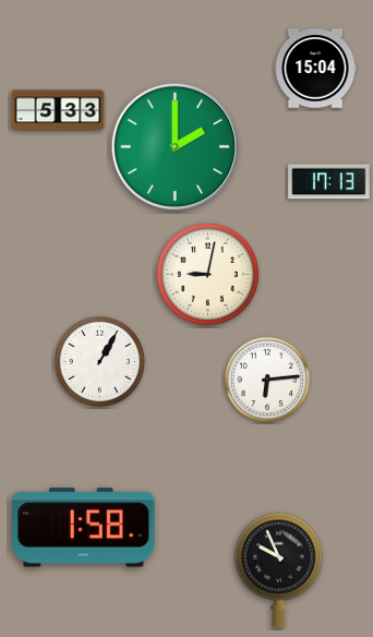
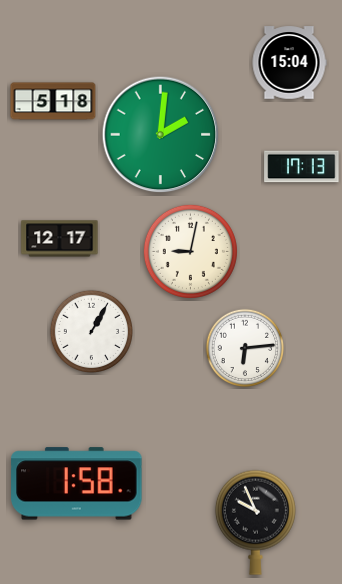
clock at (58, 110): 5:33 -> 5:18
clock at (176, 147): 2:00 -> 2:01
clock at (60, 239): none -> 12:17
